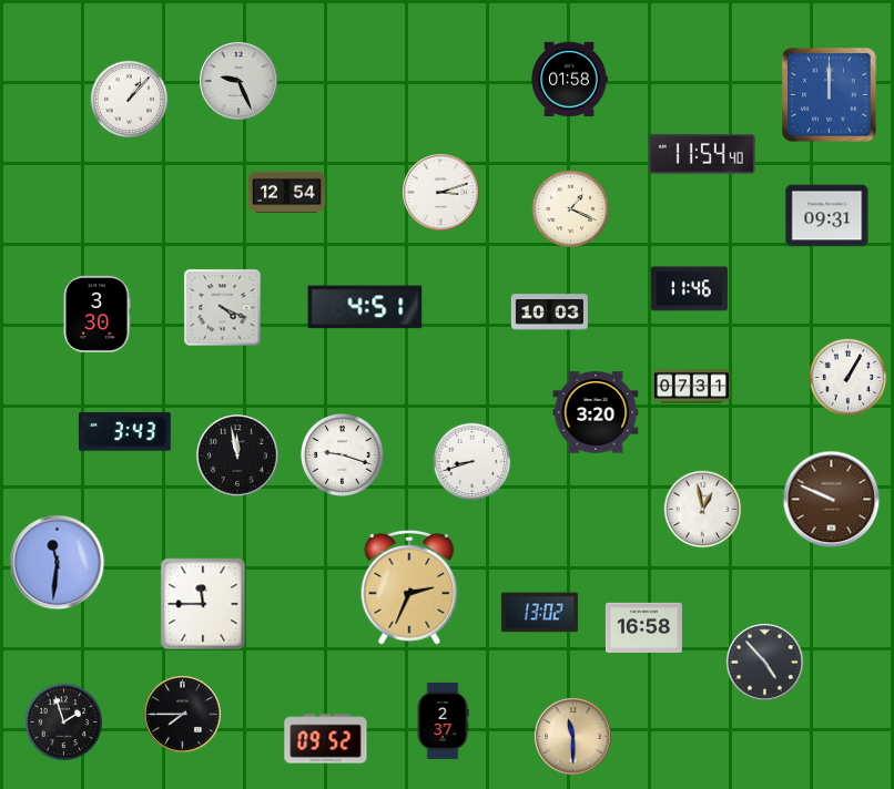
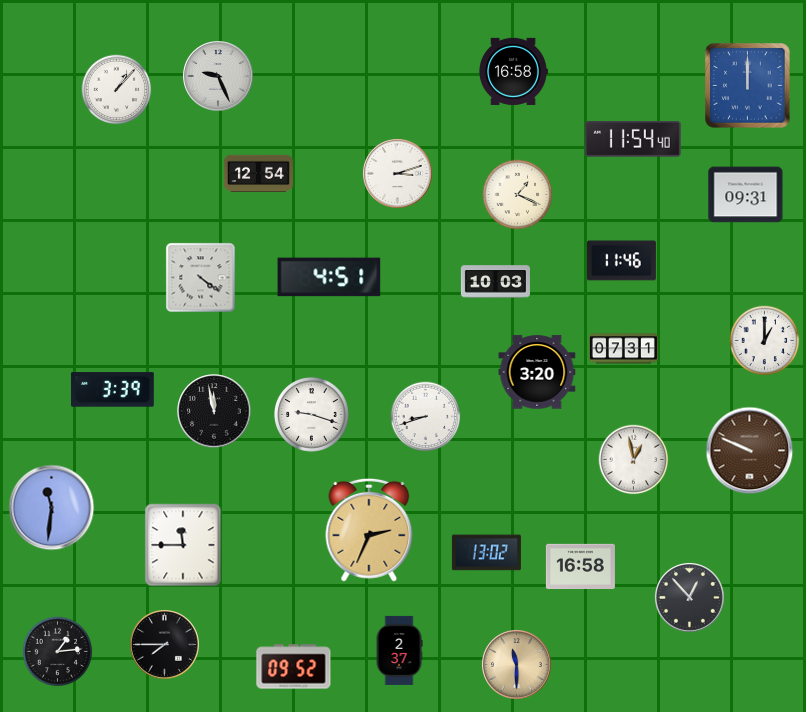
clock at (569, 79): 01:58 -> 16:58
clock at (238, 81) position: (238, 81) -> (218, 76)
clock at (571, 209) position: (571, 209) -> (518, 195)
clock at (223, 308): 4:19 -> 4:21
clock at (96, 314): 3:30 -> none
clock at (849, 378): 1:05 -> 1:00
clock at (124, 432): 3:43 -> 3:39
clock at (343, 455) position: (343, 455) -> (312, 415)
clock at (765, 663): 4:53 -> 12:53
clock at (64, 723): 1:57 -> 1:14
